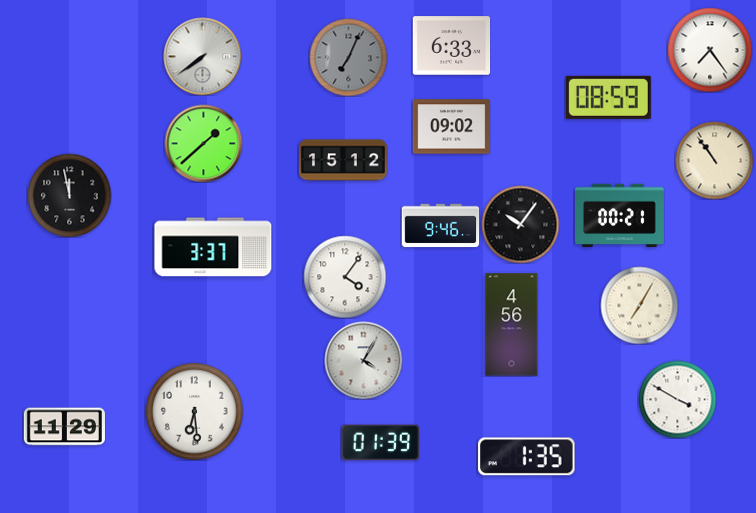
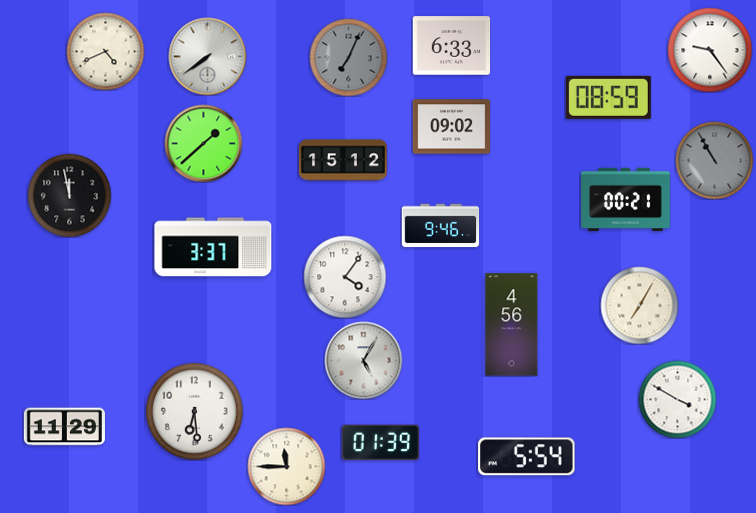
clock at (710, 50): 7:24 -> 9:24
clock at (105, 51): none -> 4:41
clock at (202, 56) position: (202, 56) -> (207, 56)
clock at (714, 160): 10:54 -> 10:55
clock at (714, 160) dial: cream -> grey
clock at (620, 216) position: (620, 216) -> (626, 200)
clock at (520, 224): 10:06 -> none
clock at (363, 360): 4:05 -> 5:05
clock at (527, 457): 1:35 -> 5:54
clock at (286, 466): none -> 11:45
